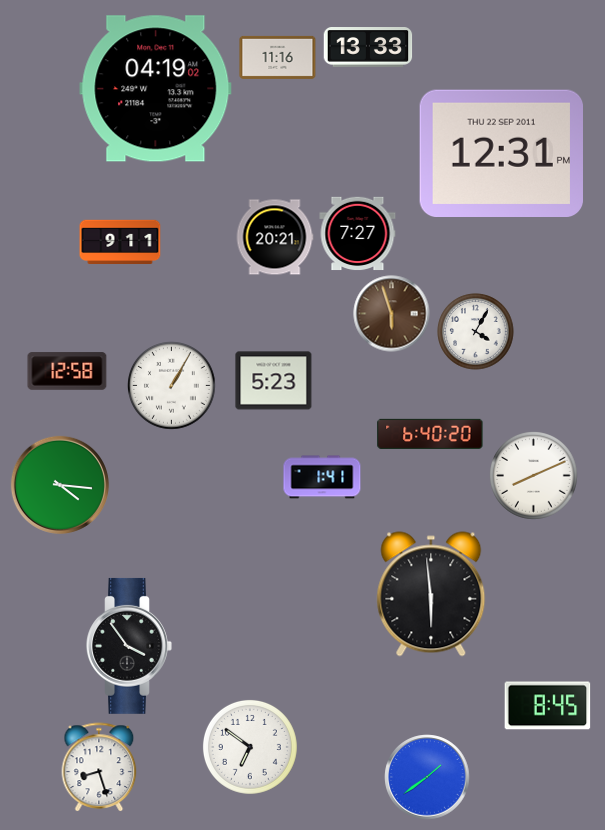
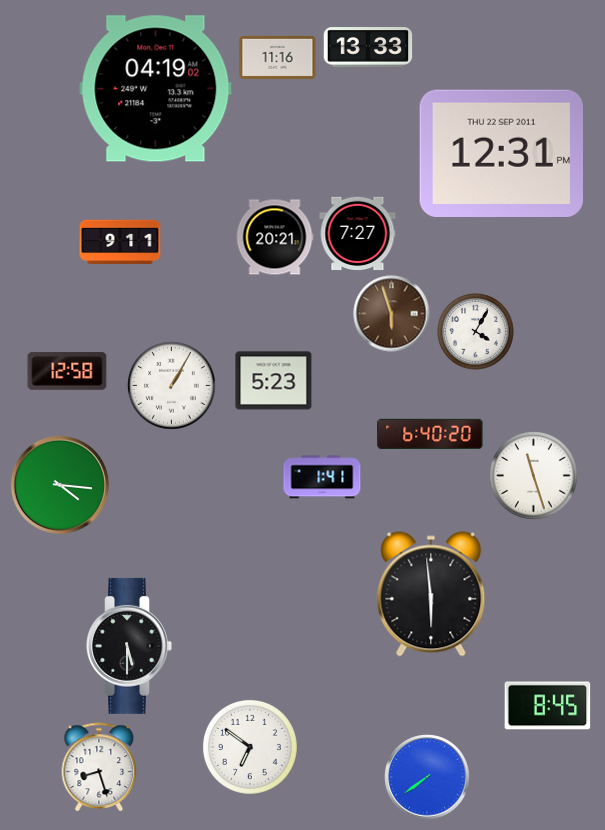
clock at (534, 476): 8:11 -> 11:27
clock at (129, 646): 3:54 -> 5:30
clock at (427, 777): 1:39 -> 7:39
